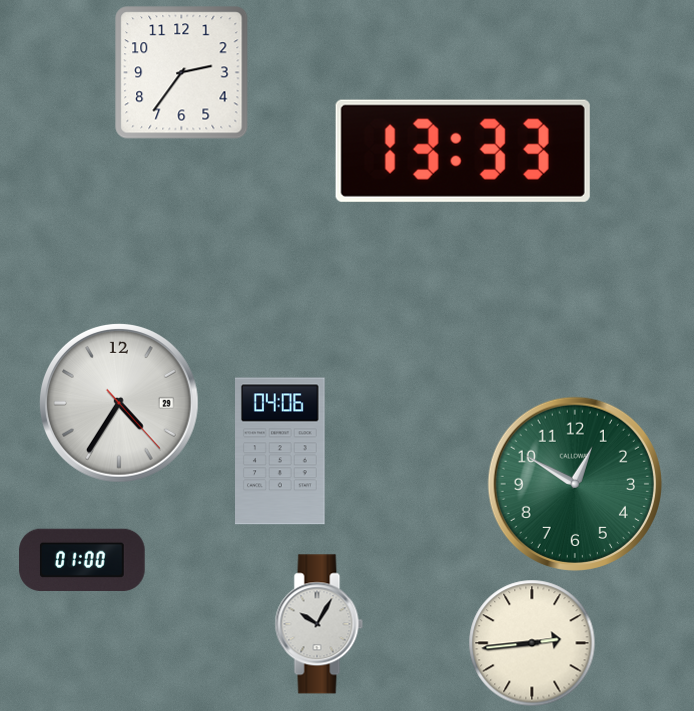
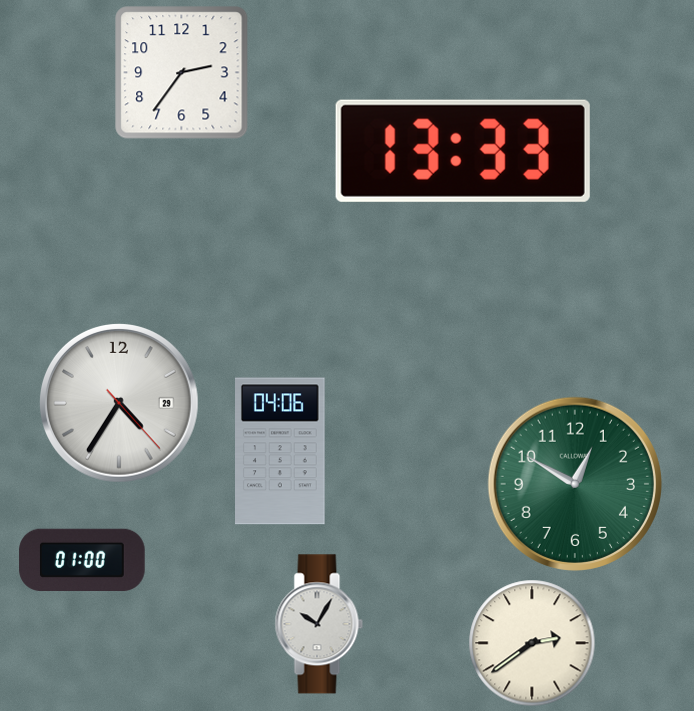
clock at (532, 643): 2:44 -> 2:39
